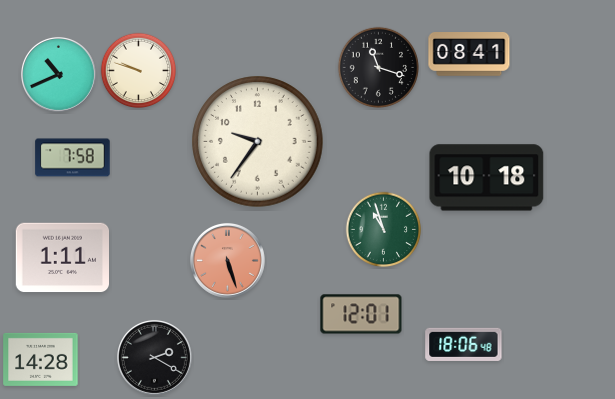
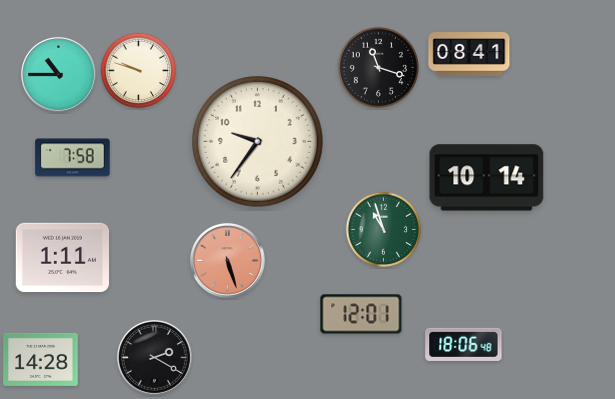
clock at (58, 74): 10:41 -> 10:45
clock at (487, 178): 10:18 -> 10:14
